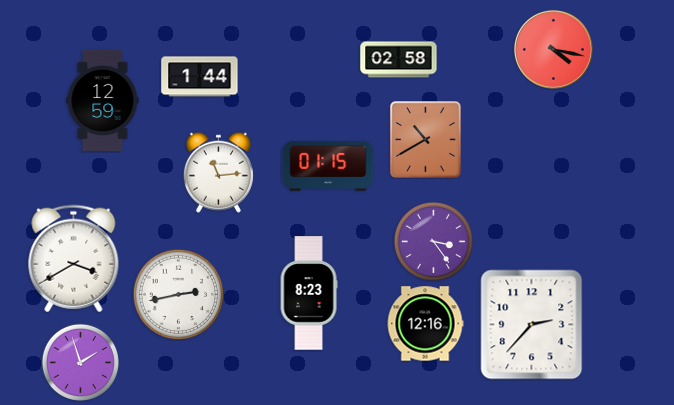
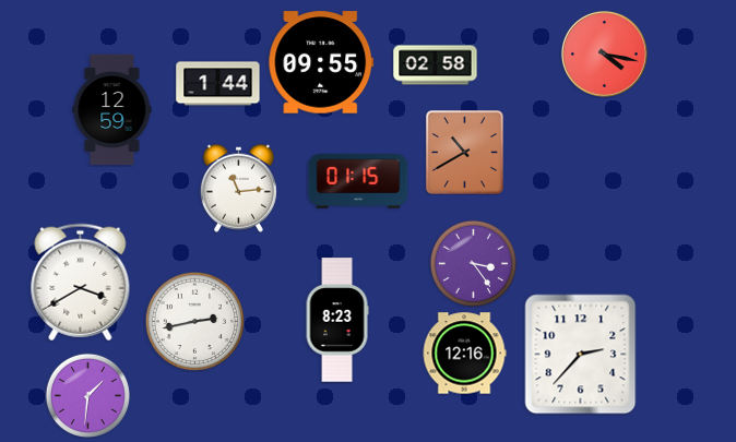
clock at (321, 62): none -> 09:55
clock at (80, 362): 1:57 -> 1:31
